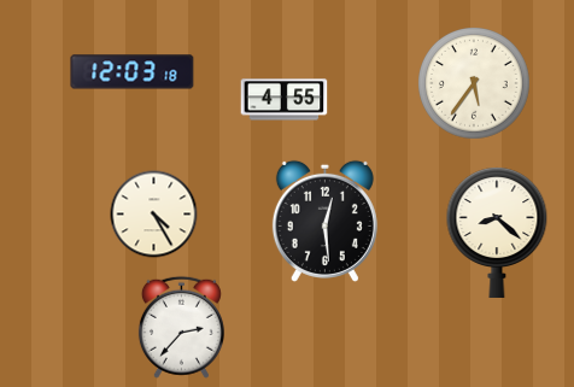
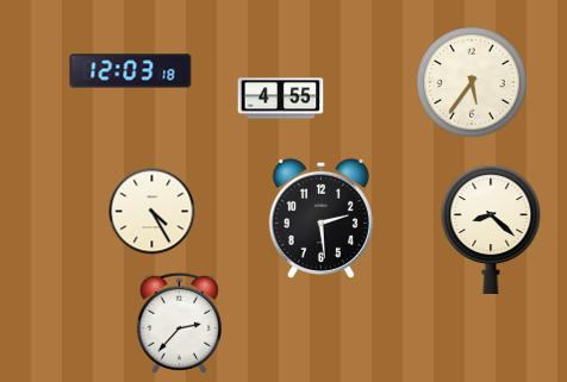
clock at (475, 84) position: (475, 84) -> (473, 83)
clock at (324, 221): 12:29 -> 2:29
